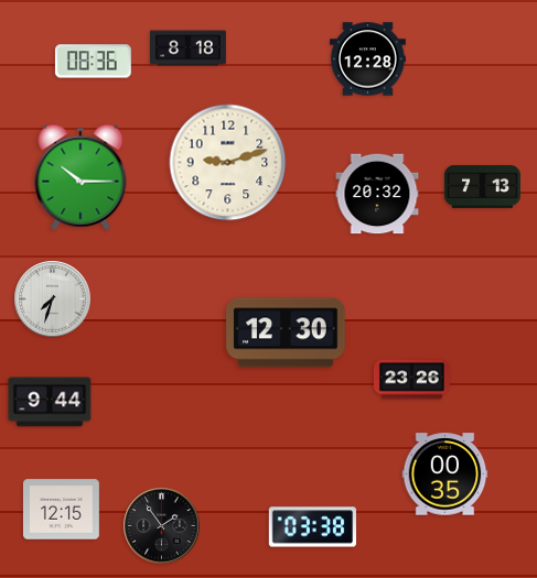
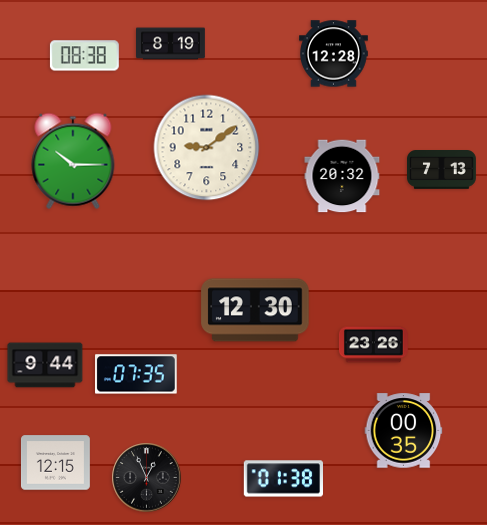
clock at (189, 48): 8:18 -> 8:19
clock at (93, 62): 08:36 -> 08:38
clock at (228, 163): 9:12 -> 9:09
clock at (483, 187) position: (483, 187) -> (442, 170)
clock at (53, 299): 7:33 -> none
clock at (286, 332) position: (286, 332) -> (255, 310)
clock at (137, 374): none -> 07:35
clock at (162, 526): 1:54 -> 12:56
clock at (312, 527): 03:38 -> 01:38
